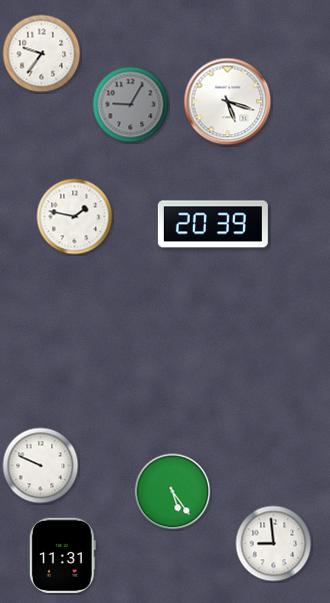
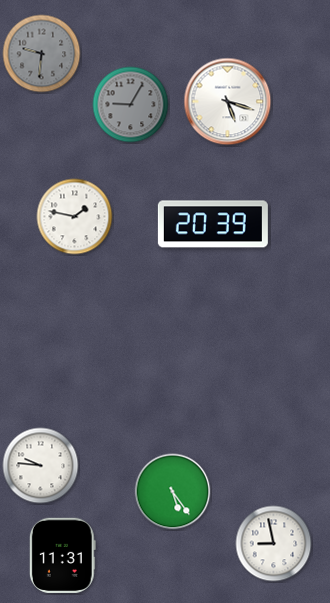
clock at (42, 54): 9:36 -> 9:31
clock at (42, 54) dial: white -> grey
clock at (41, 466): 9:49 -> 9:46
clock at (274, 544): 8:59 -> 8:58
